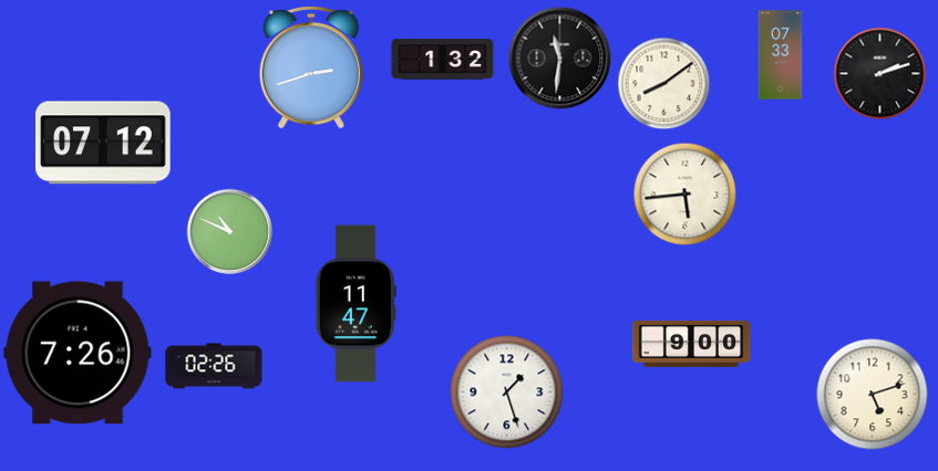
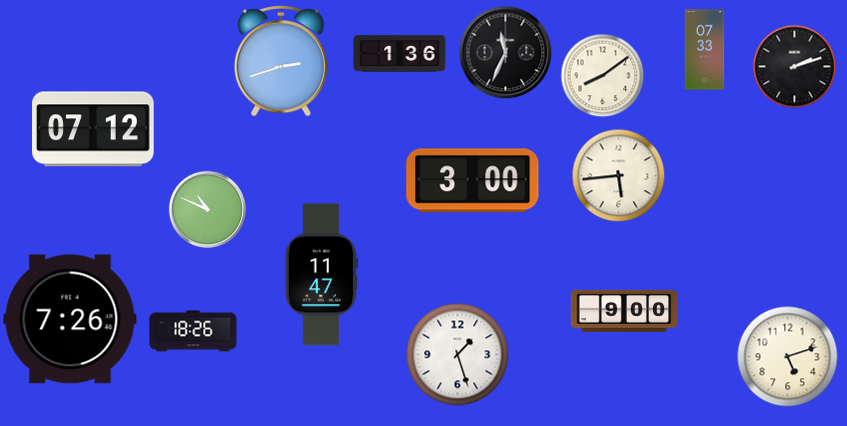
clock at (559, 57): 11:31 -> 11:34
clock at (443, 60): 1:32 -> 1:36
clock at (663, 83) position: (663, 83) -> (602, 75)
clock at (473, 181): none -> 3:00
clock at (214, 366): 02:26 -> 18:26
